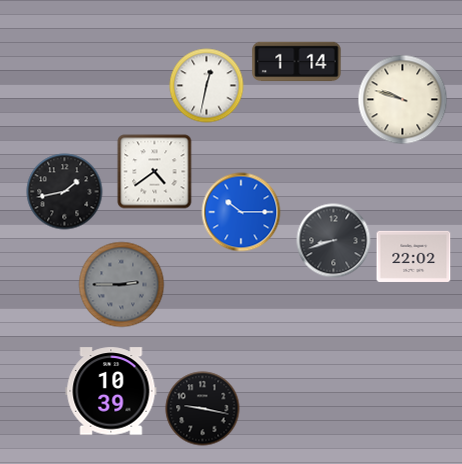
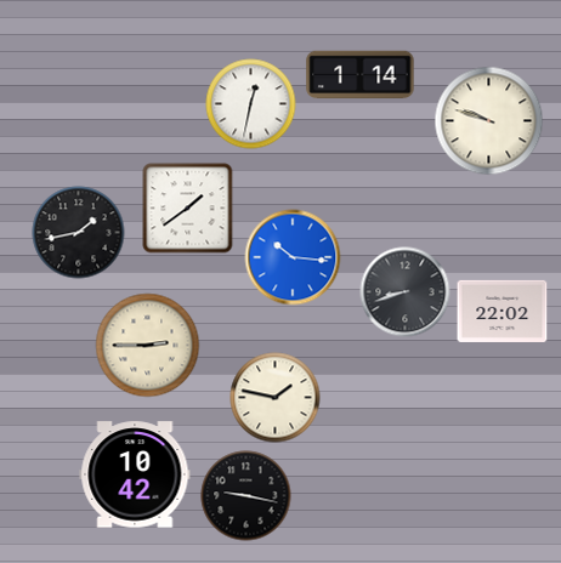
clock at (155, 172): 4:39 -> 1:39
clock at (241, 212): 10:15 -> 10:16
clock at (122, 285) dial: grey -> cream
clock at (276, 398): none -> 1:47
clock at (111, 391): 10:39 -> 10:42
